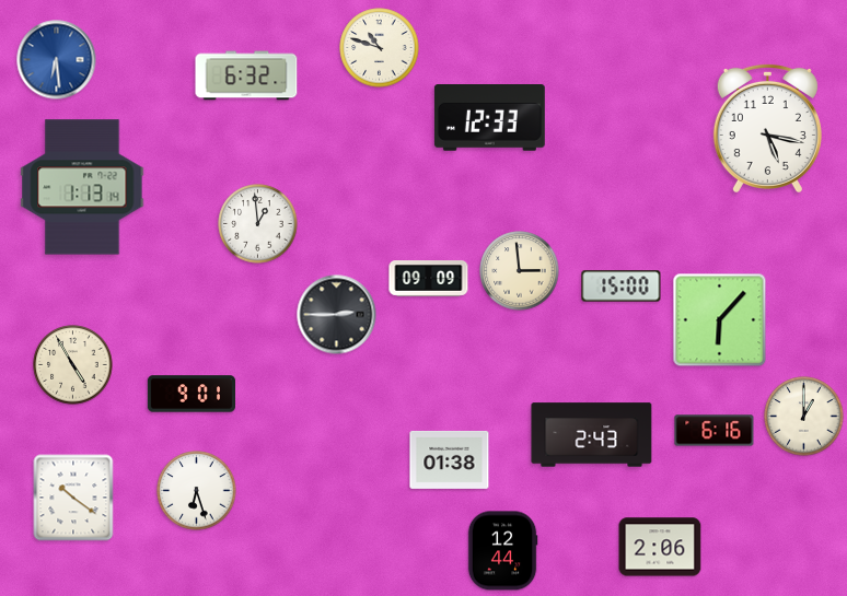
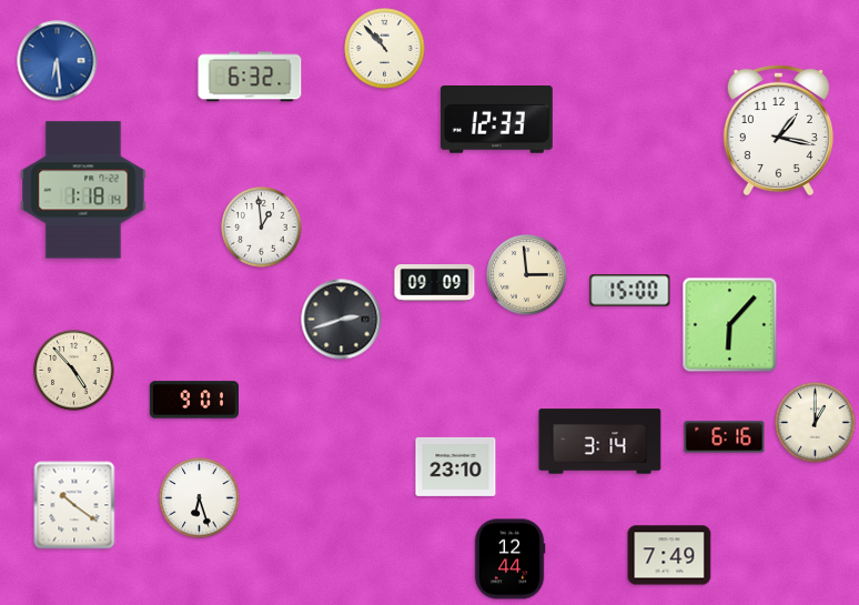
clock at (380, 48): 10:48 -> 10:53
clock at (767, 128): 5:17 -> 1:17
clock at (82, 187): 1:13 -> 1:18
clock at (337, 315): 2:45 -> 2:42
clock at (73, 365): 4:55 -> 4:53
clock at (592, 435): 2:43 -> 3:14
clock at (450, 459): 01:38 -> 23:10
clock at (660, 547): 2:06 -> 7:49
